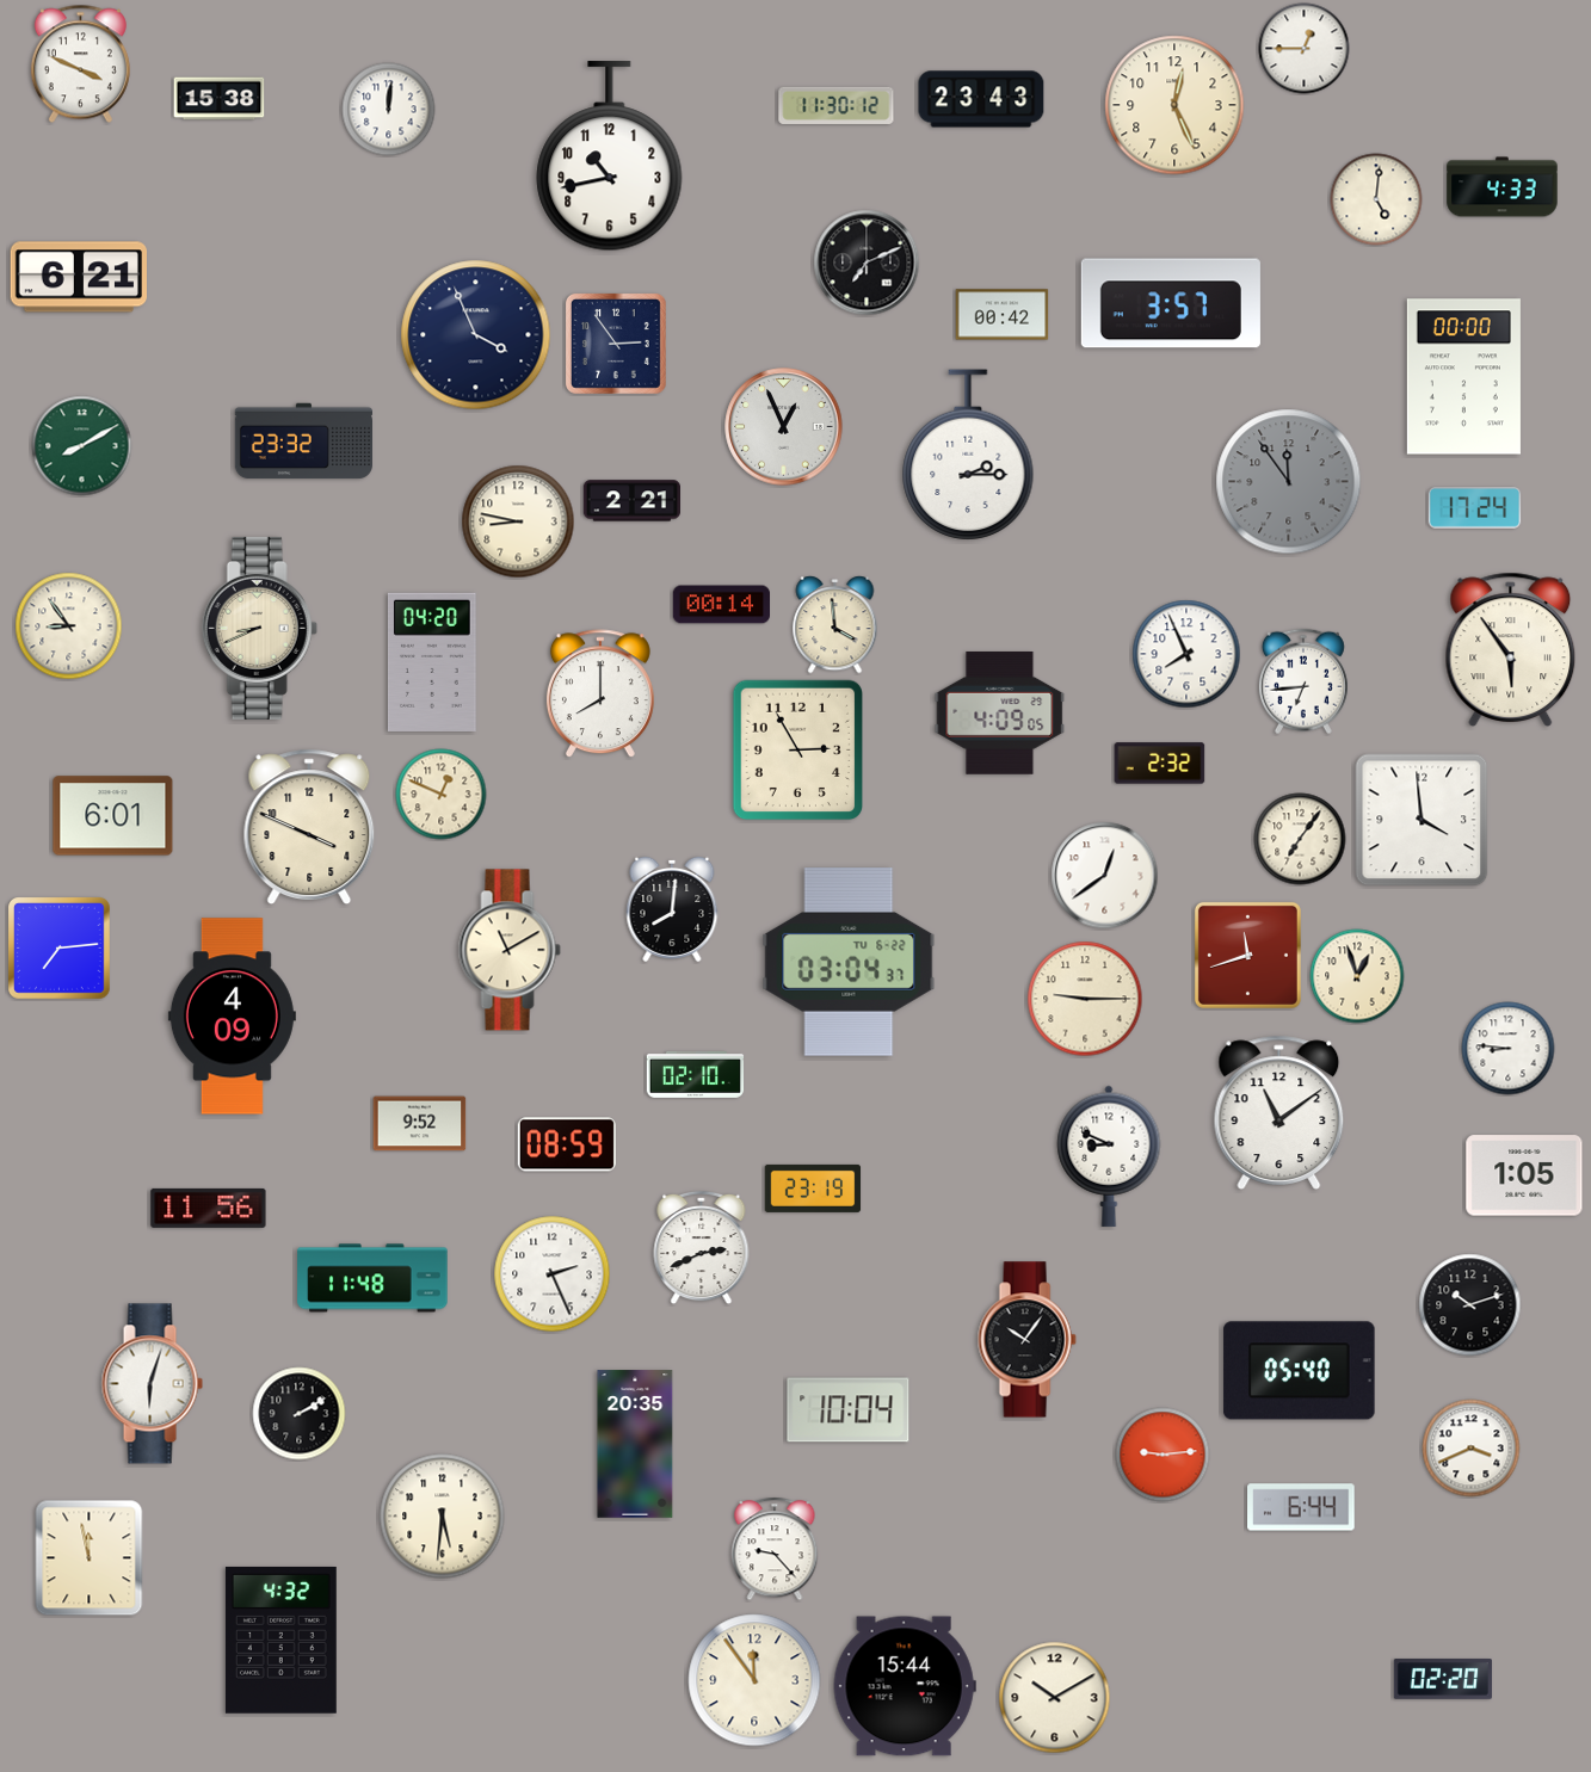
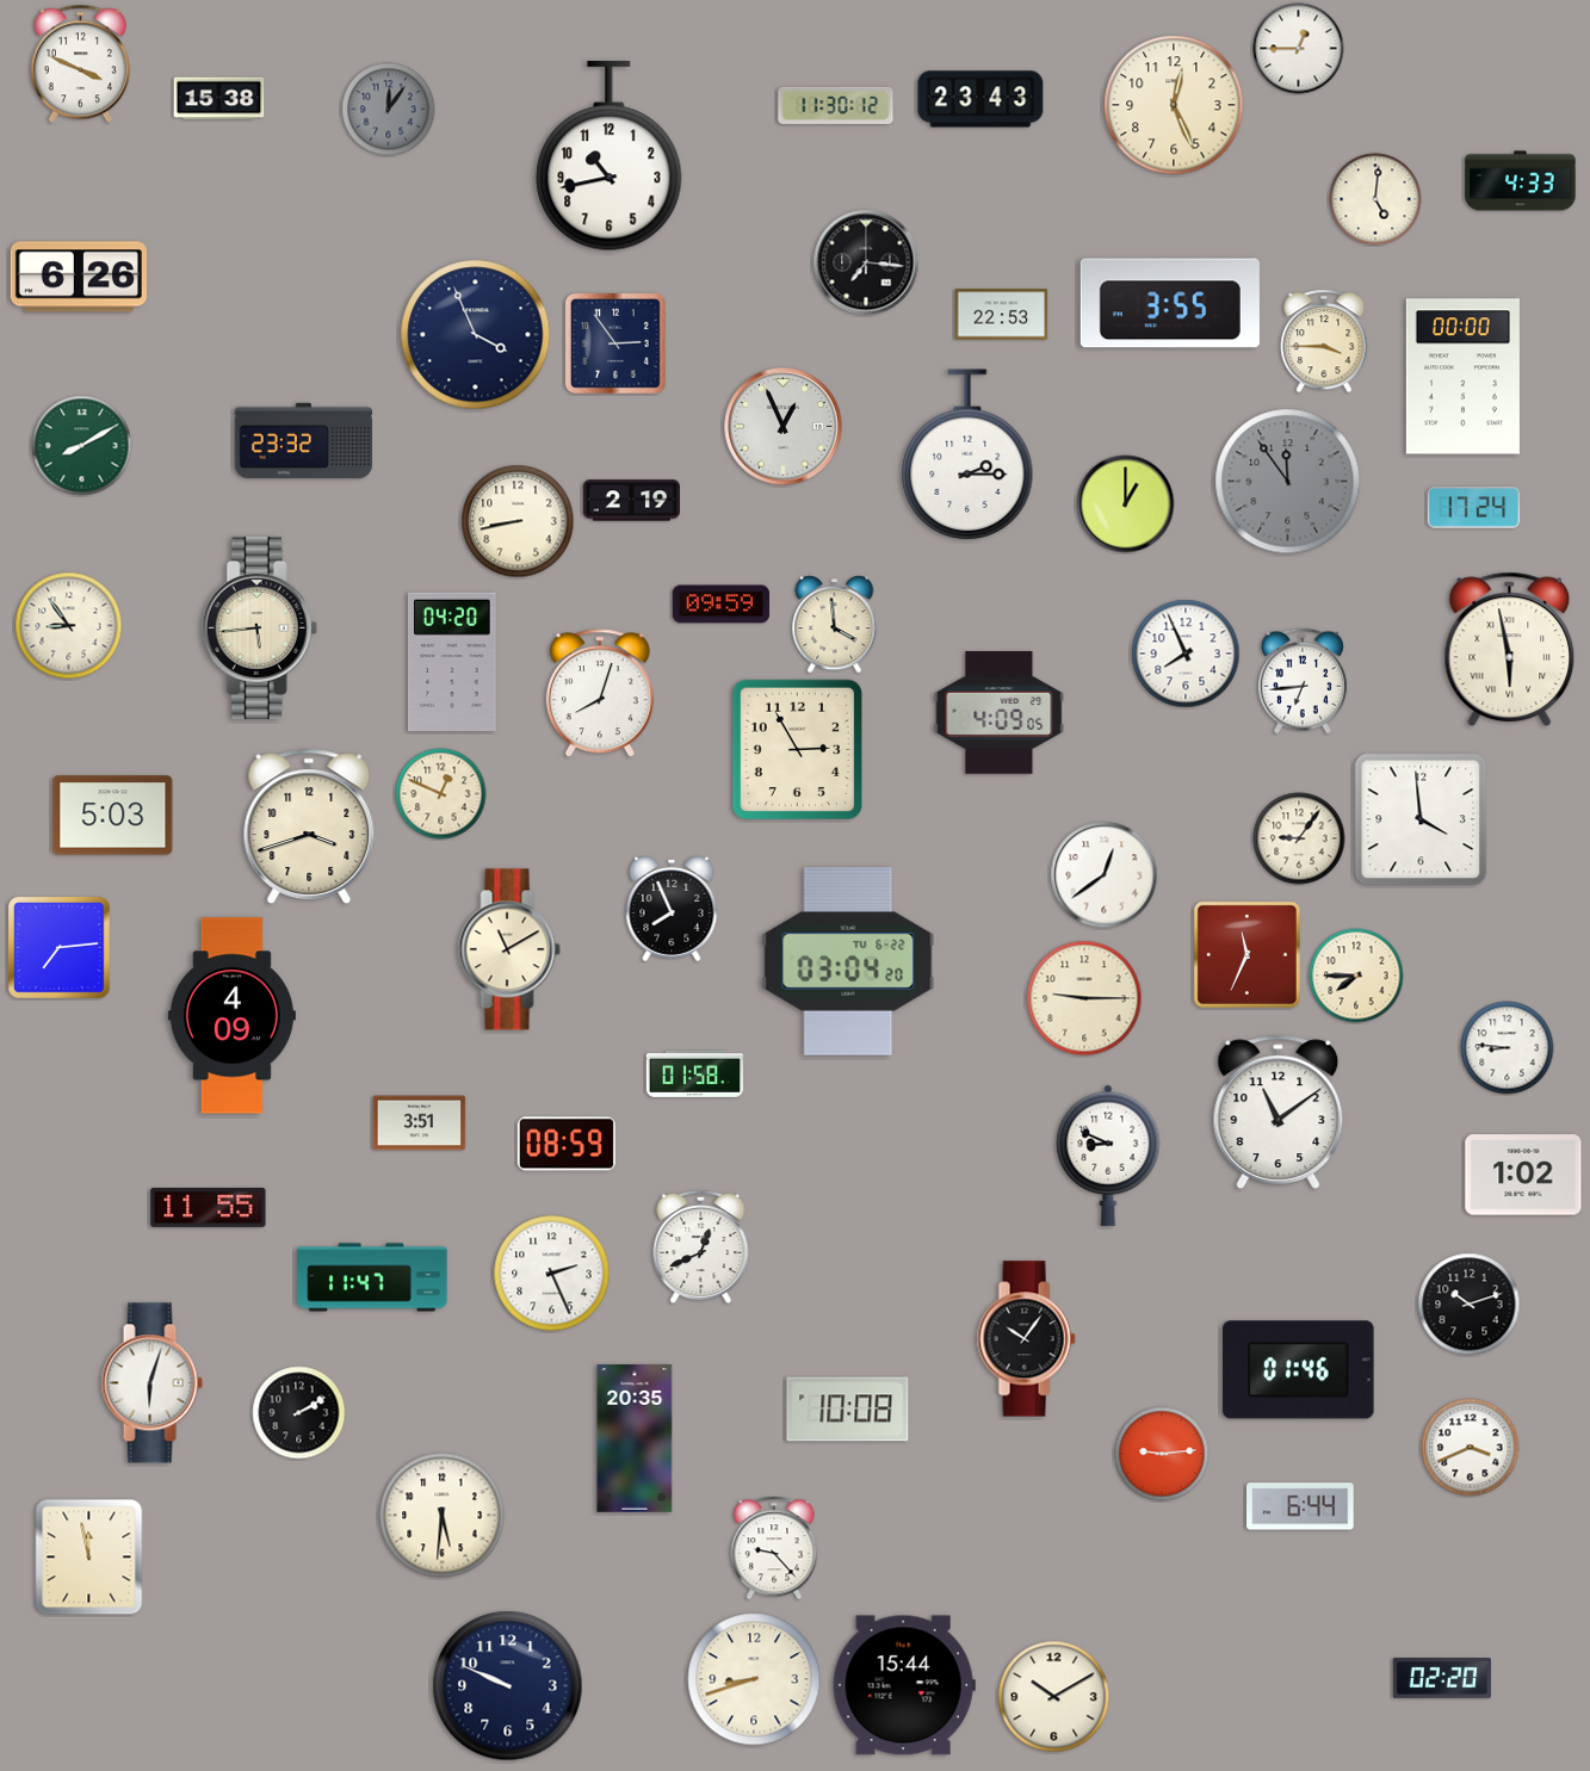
clock at (1305, 49) position: (1305, 49) -> (1299, 49)
clock at (389, 110): 12:01 -> 12:06
clock at (389, 110) dial: white -> grey
clock at (1503, 187) position: (1503, 187) -> (1521, 181)
clock at (867, 263): 7:11 -> 7:16
clock at (78, 277): 6:21 -> 6:26
clock at (1171, 303): 3:57 -> 3:55
clock at (1003, 315): 00:42 -> 22:53
clock at (1324, 341): none -> 3:45
clock at (631, 501): 2:21 -> 2:19
clock at (1126, 504): none -> 1:00
clock at (518, 521): 8:47 -> 8:43
clock at (721, 605): 00:14 -> 09:59
clock at (259, 628): 8:41 -> 5:44
clock at (1511, 649): 5:54 -> 5:58
clock at (432, 662) position: (432, 662) -> (452, 662)
clock at (600, 694): 8:00 -> 8:03
clock at (1160, 764): 2:32 -> none
clock at (113, 816): 6:01 -> 5:03
clock at (309, 826): 3:49 -> 3:42
clock at (1300, 839): 7:06 -> 9:06
clock at (672, 909): 8:01 -> 7:56
clock at (1247, 955): 11:42 -> 11:34
clock at (849, 963): 03:04:37 -> 03:04:20
clock at (1357, 976): 12:57 -> 7:45
clock at (696, 1074): 02:10 -> 01:58
clock at (420, 1124): 9:52 -> 3:51
clock at (1524, 1175): 1:05 -> 1:02
clock at (813, 1188): 23:19 -> none
clock at (209, 1208): 11:56 -> 11:55
clock at (702, 1248): 2:41 -> 12:41
clock at (372, 1278): 11:48 -> 11:47
clock at (1300, 1371): 05:40 -> 01:46
clock at (849, 1410): 10:04 -> 10:08
clock at (635, 1444) position: (635, 1444) -> (635, 1438)
clock at (280, 1640): 4:32 -> none
clock at (754, 1680): 11:54 -> 8:42
clock at (508, 1686): none -> 9:49
